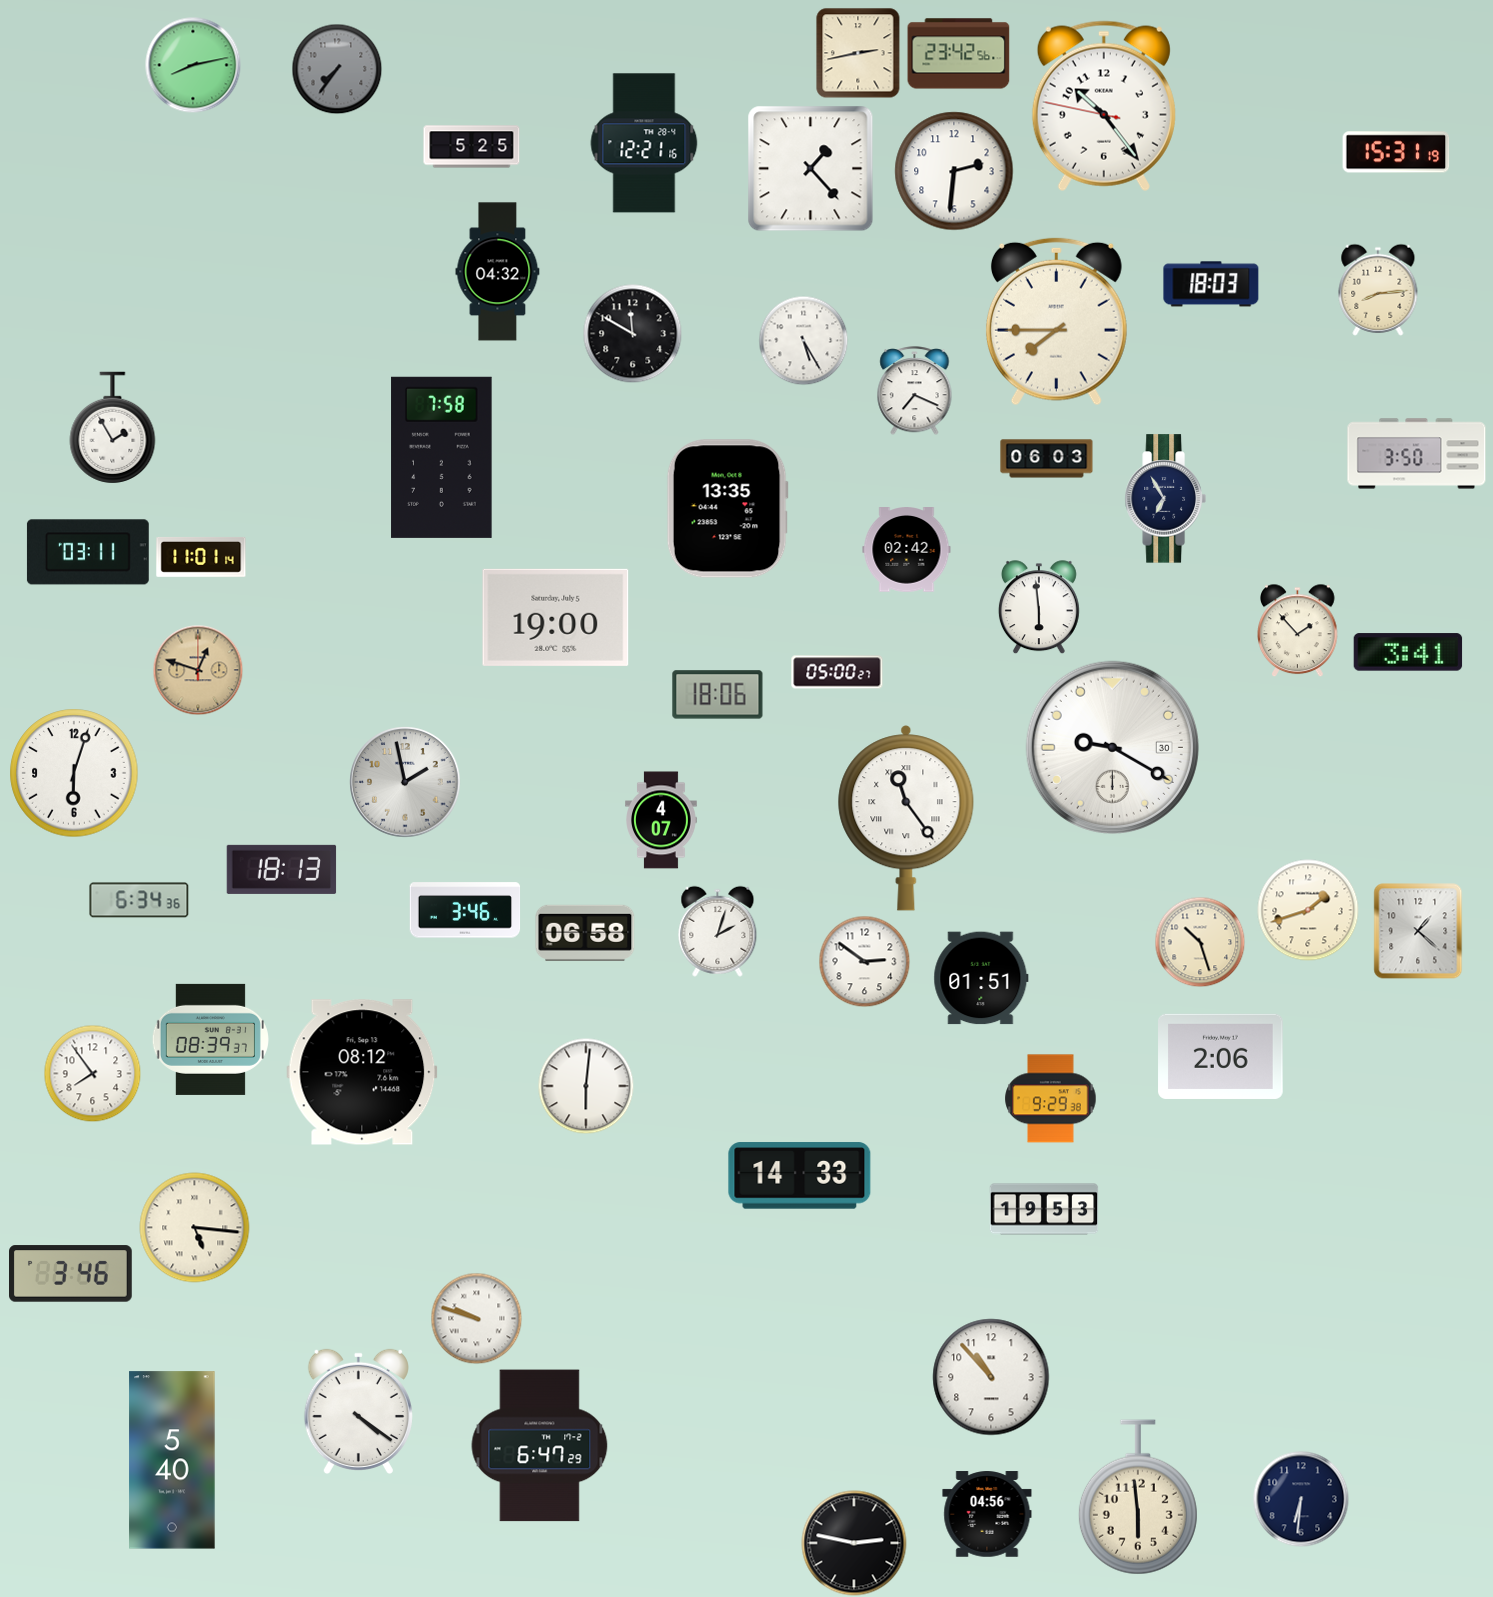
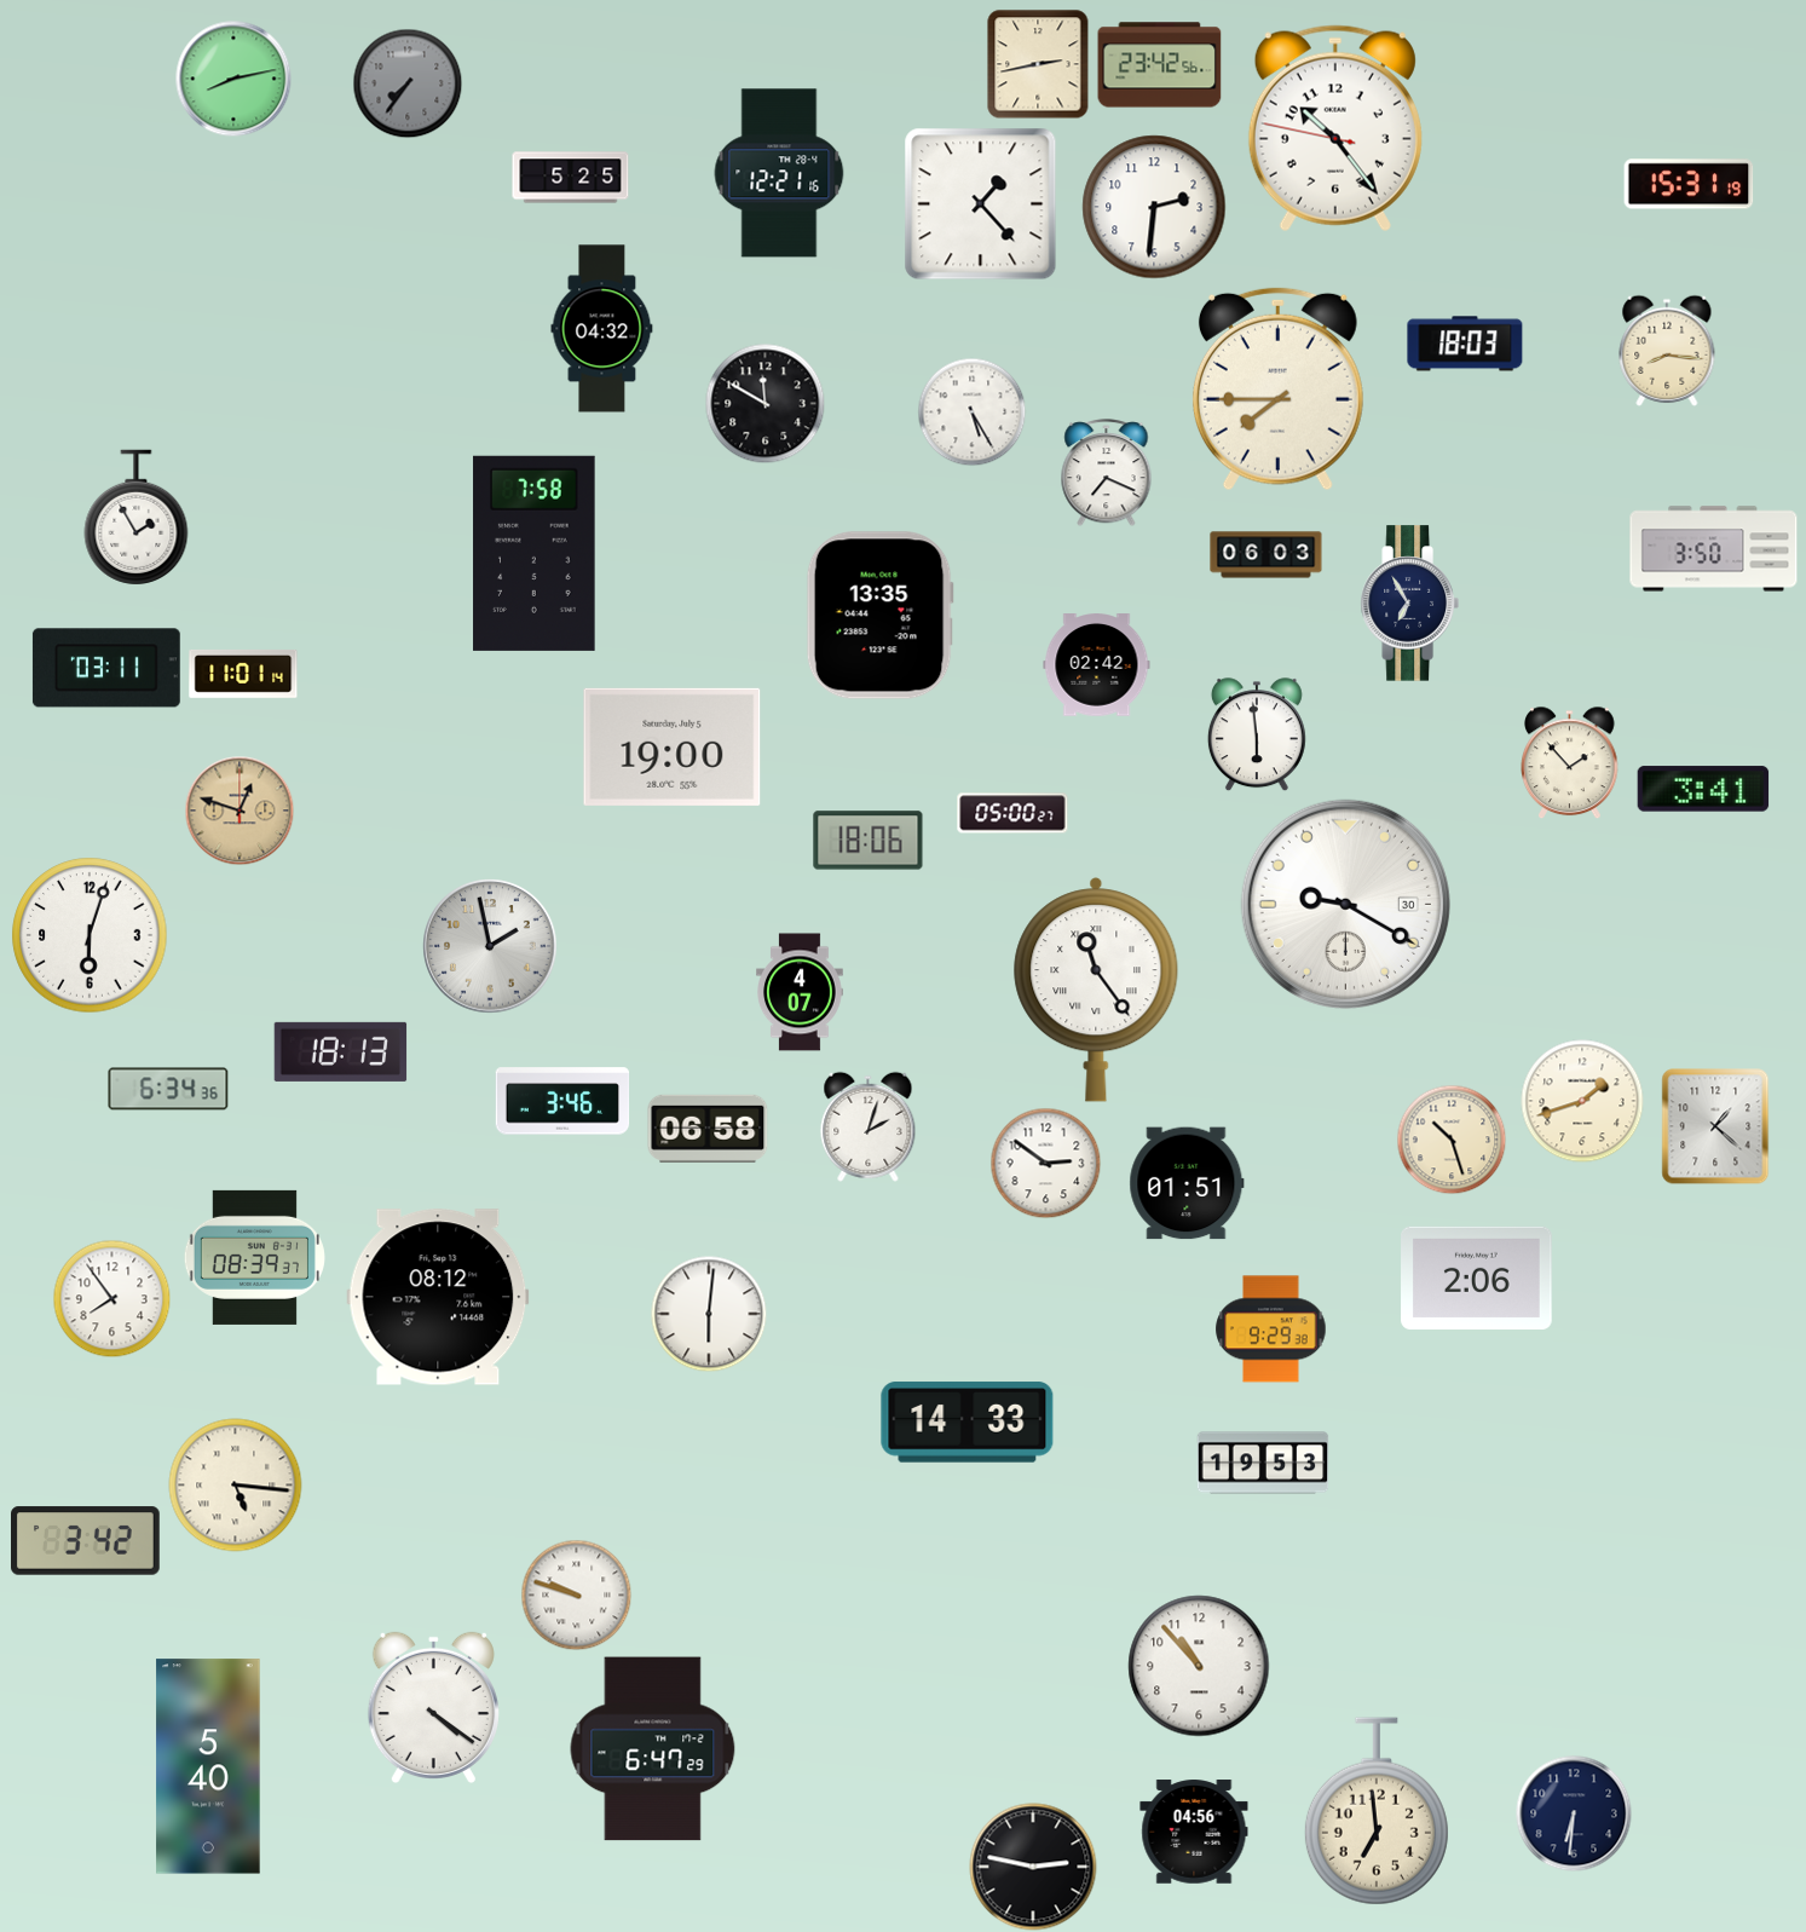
clock at (1378, 290): 8:14 -> 8:16
clock at (71, 1274): 3:46 -> 3:42
clock at (1138, 1497): 5:59 -> 6:59
